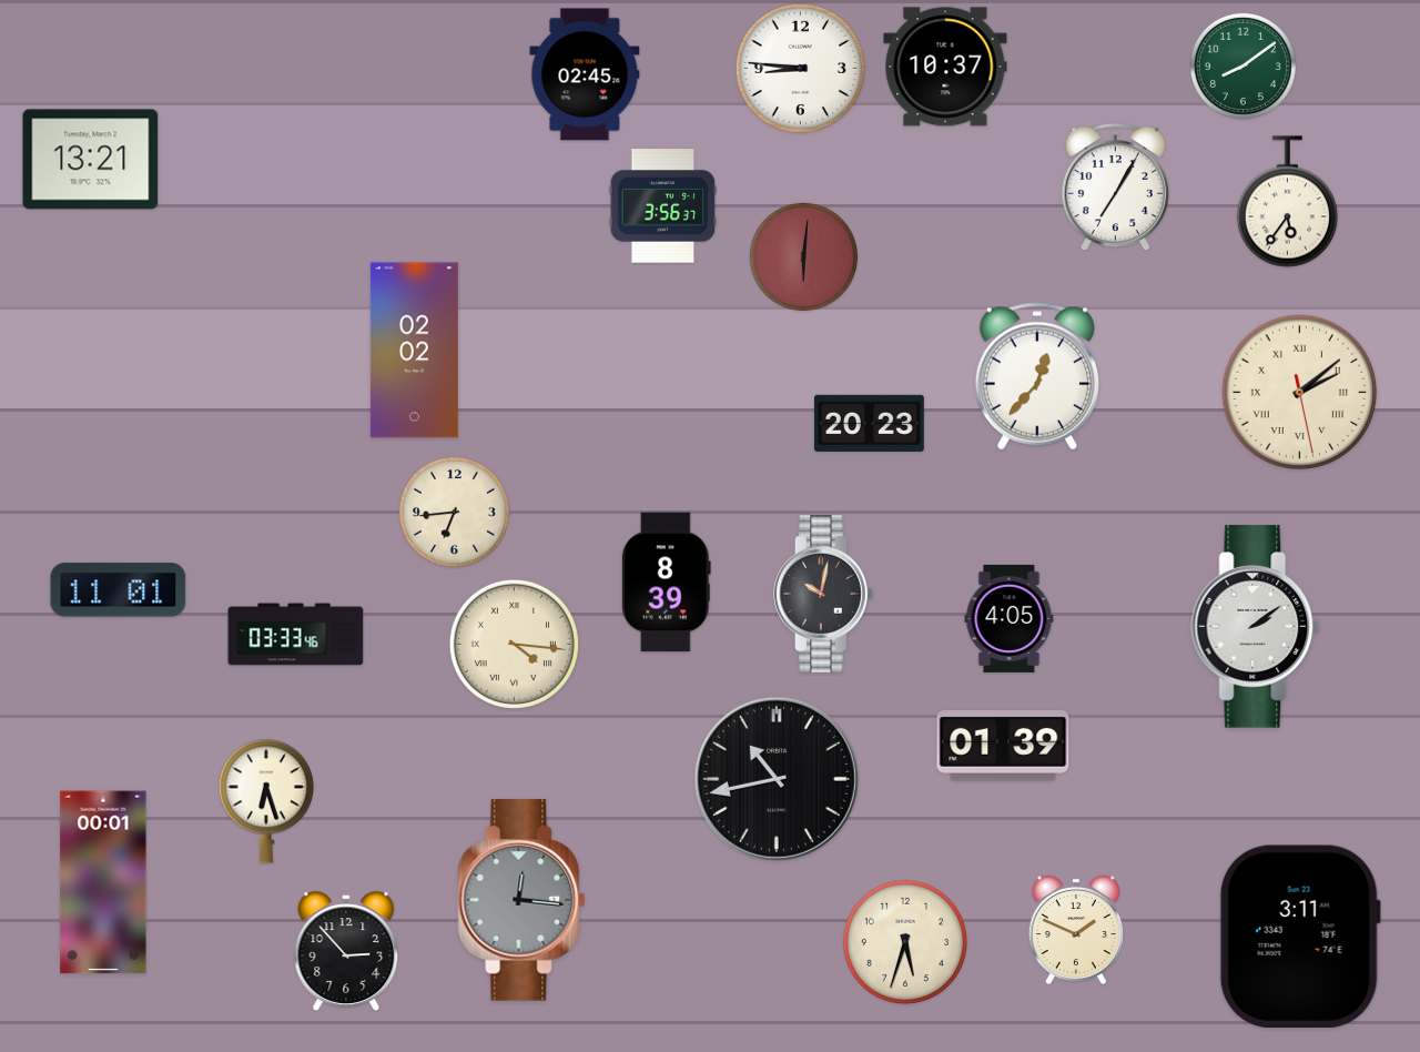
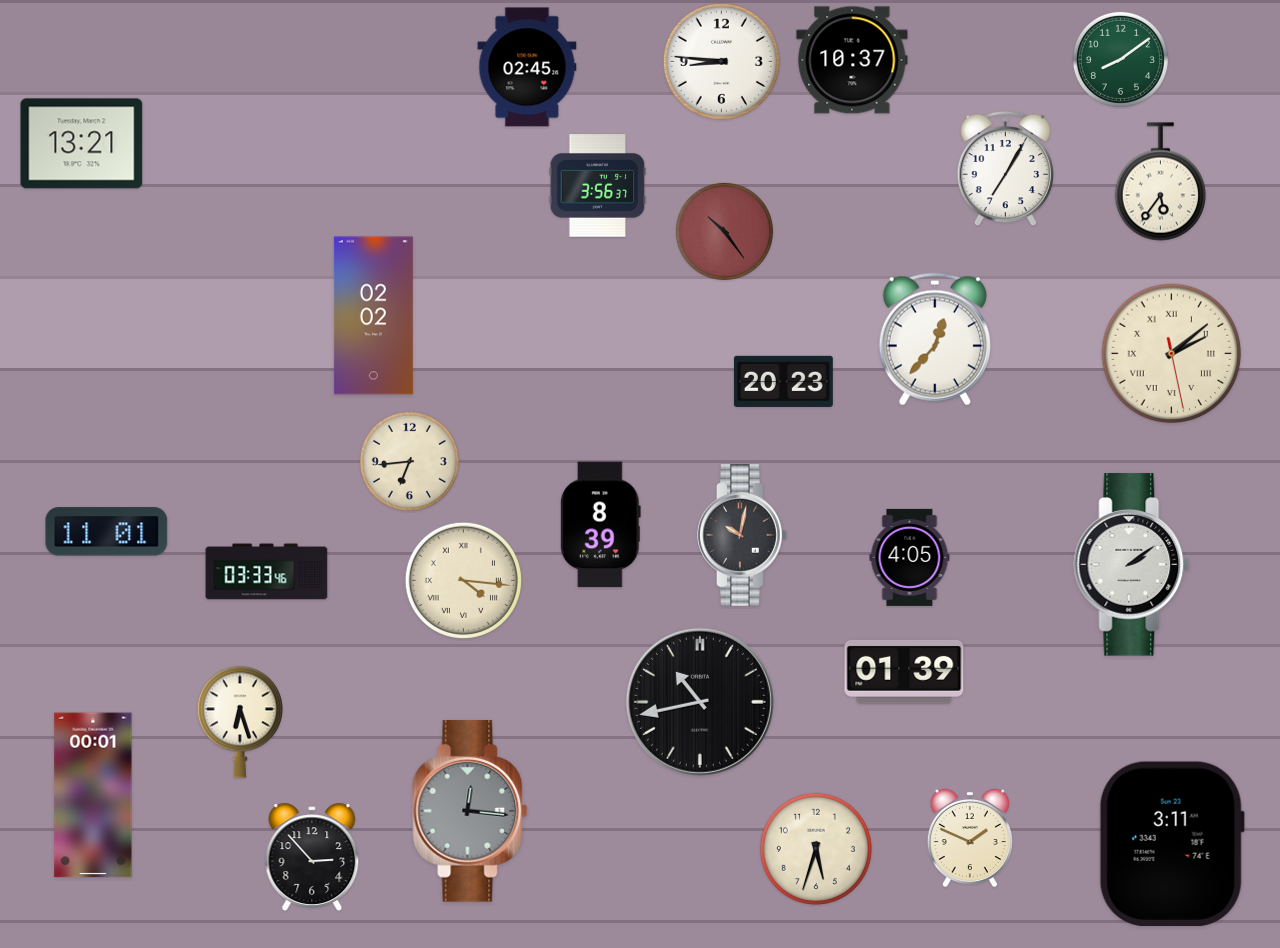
clock at (803, 256): 6:01 -> 10:24
